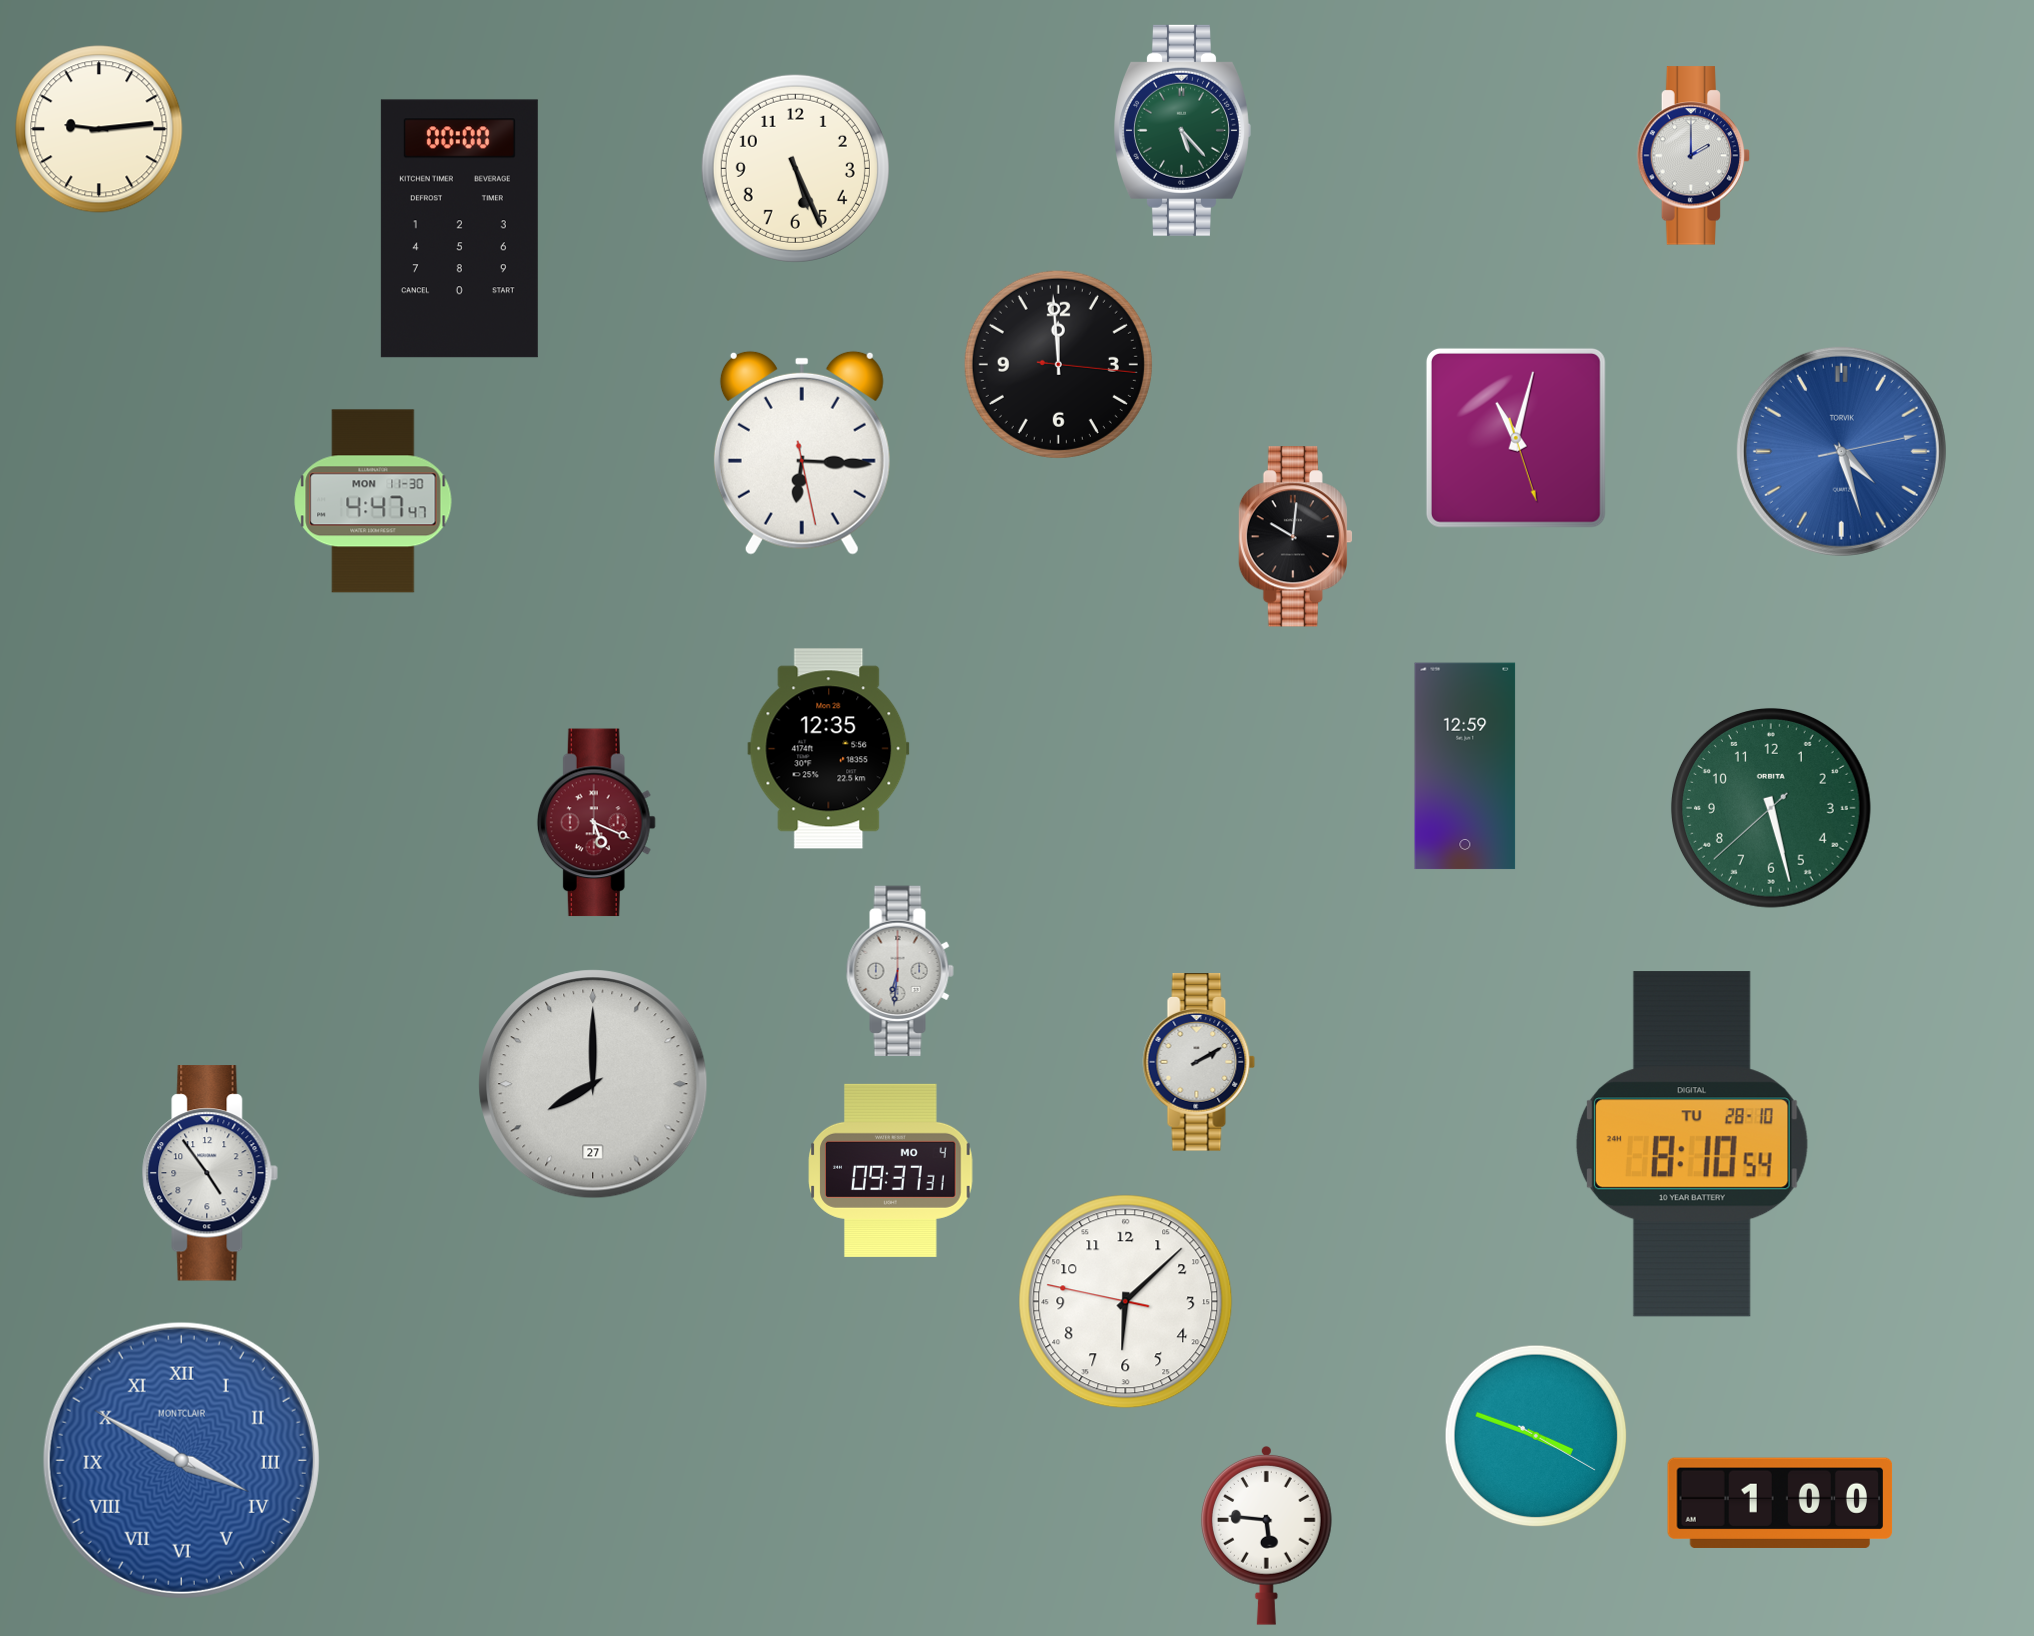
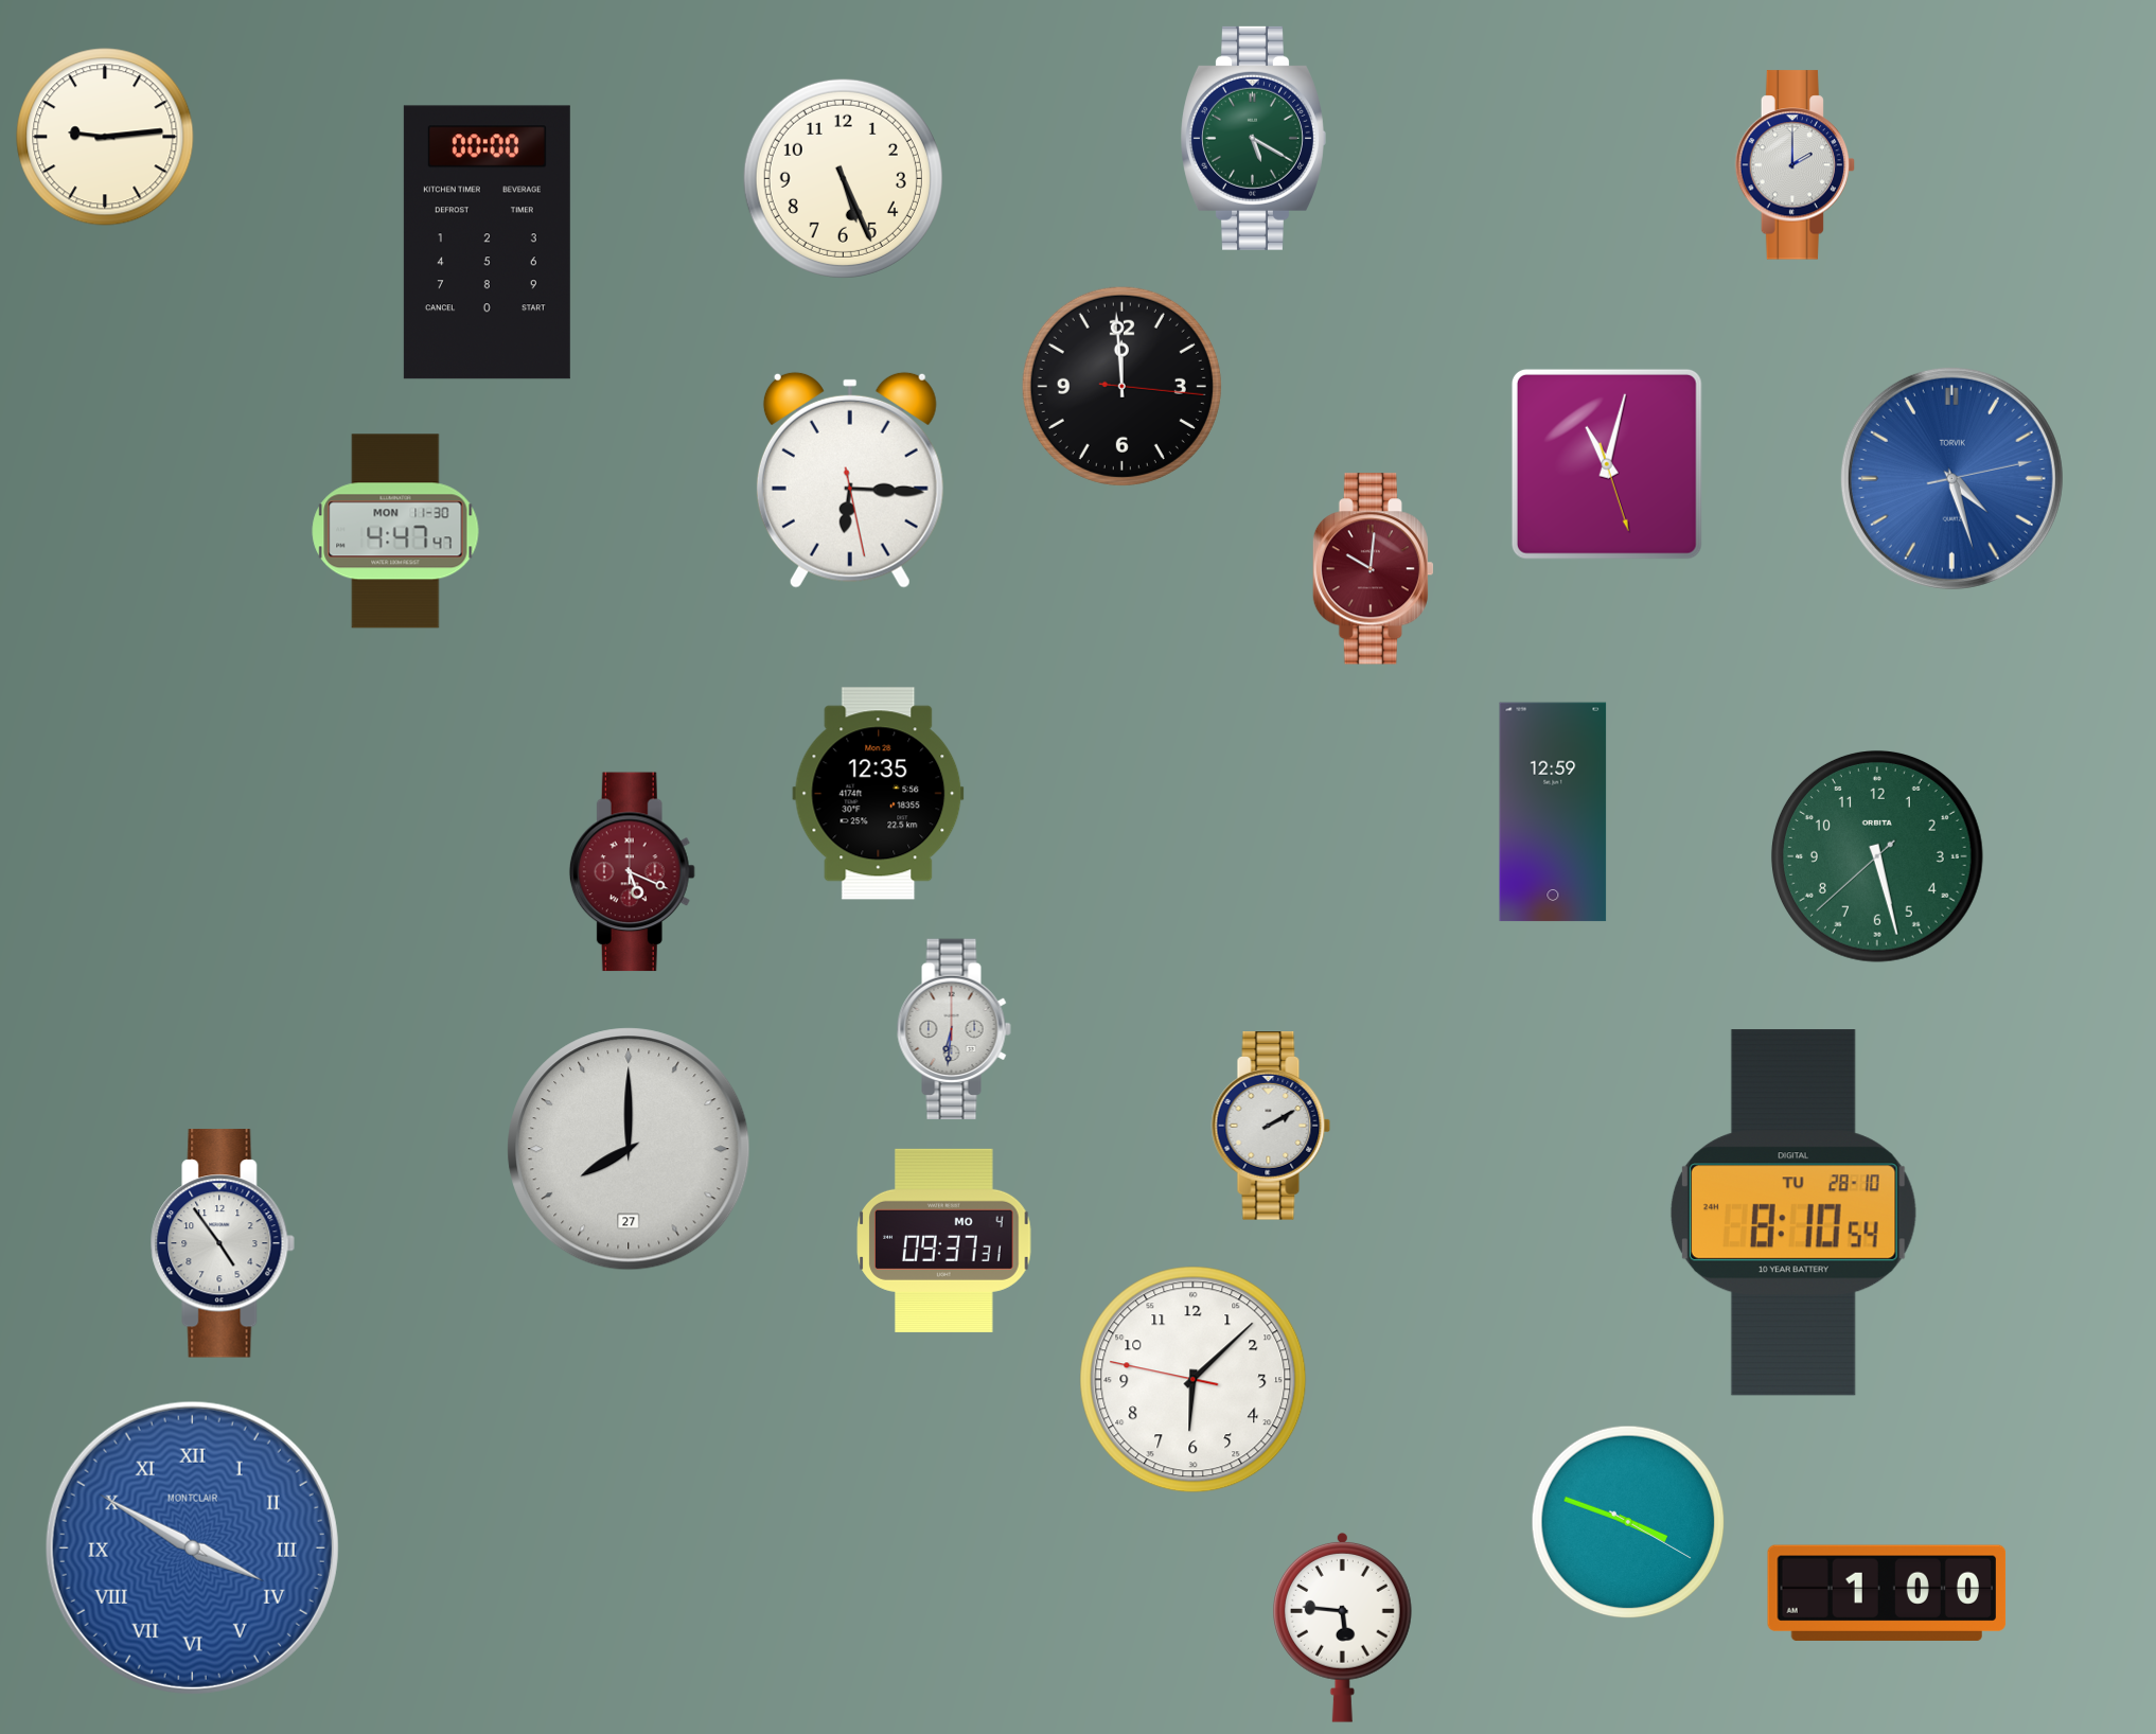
clock at (1183, 130): 5:23 -> 5:20
clock at (1295, 537) dial: black -> burgundy
